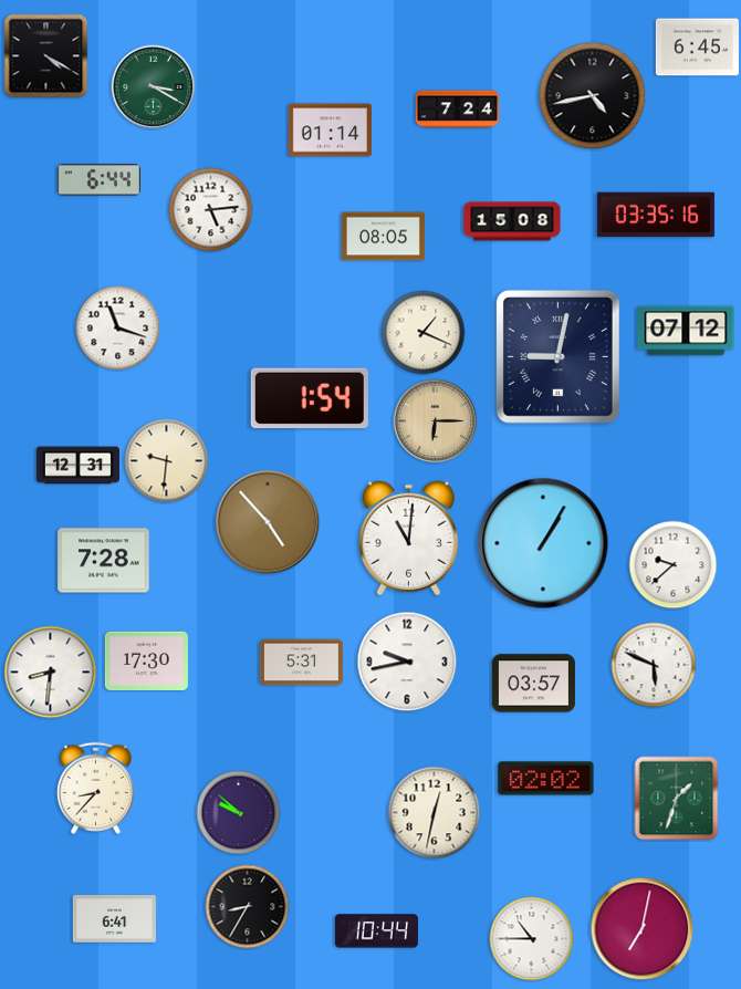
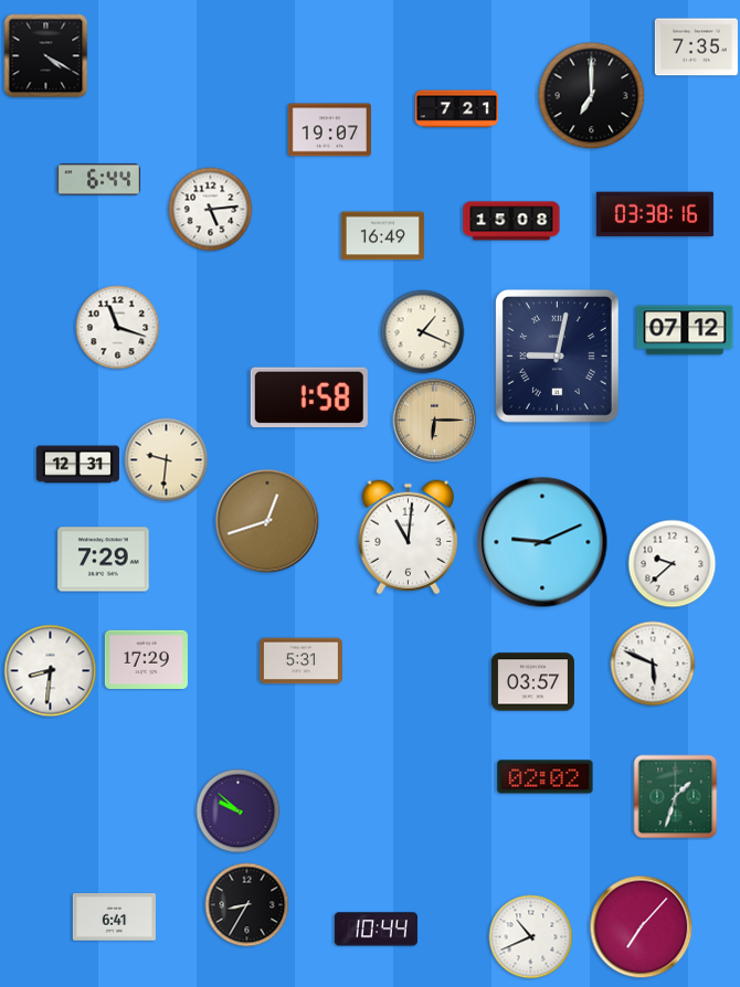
clock at (697, 48): 6:45 -> 7:35
clock at (154, 87): 3:20 -> none
clock at (593, 96): 4:43 -> 7:00
clock at (457, 110): 7:24 -> 7:21
clock at (330, 131): 01:14 -> 19:07
clock at (656, 215): 03:35 -> 03:38
clock at (383, 237): 08:05 -> 16:49
clock at (310, 398): 1:54 -> 1:58
clock at (268, 522): 4:53 -> 12:42
clock at (543, 543): 1:05 -> 9:11
clock at (104, 561): 7:28 -> 7:29
clock at (146, 660): 17:30 -> 17:29
clock at (407, 662): 9:43 -> none
clock at (95, 788): 8:37 -> none
clock at (435, 813): 12:32 -> none
clock at (643, 929): 7:02 -> 7:07
clock at (532, 939): 10:45 -> 10:41
